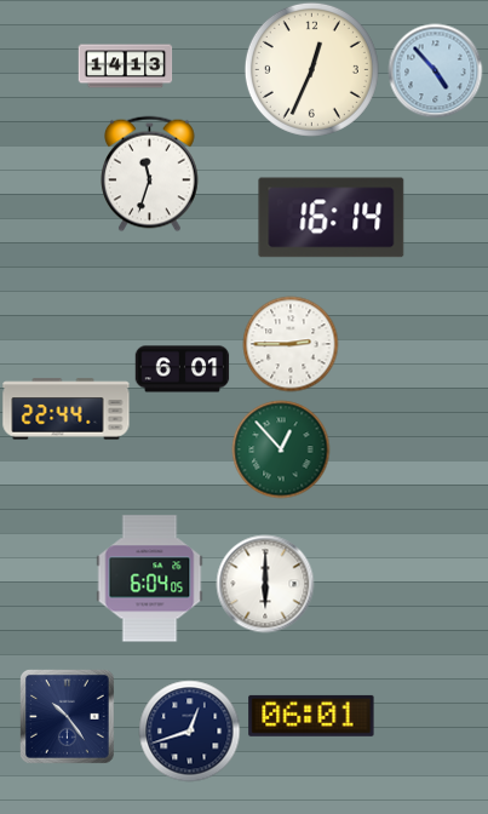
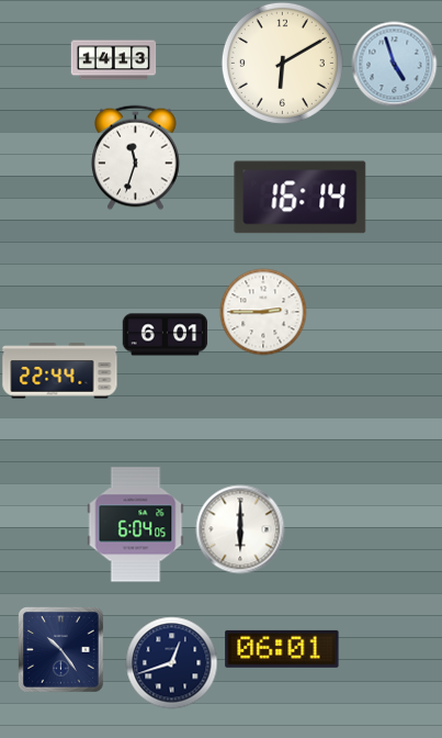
clock at (311, 69): 12:34 -> 6:10
clock at (435, 70): 4:53 -> 4:57
clock at (281, 449): 12:53 -> none
